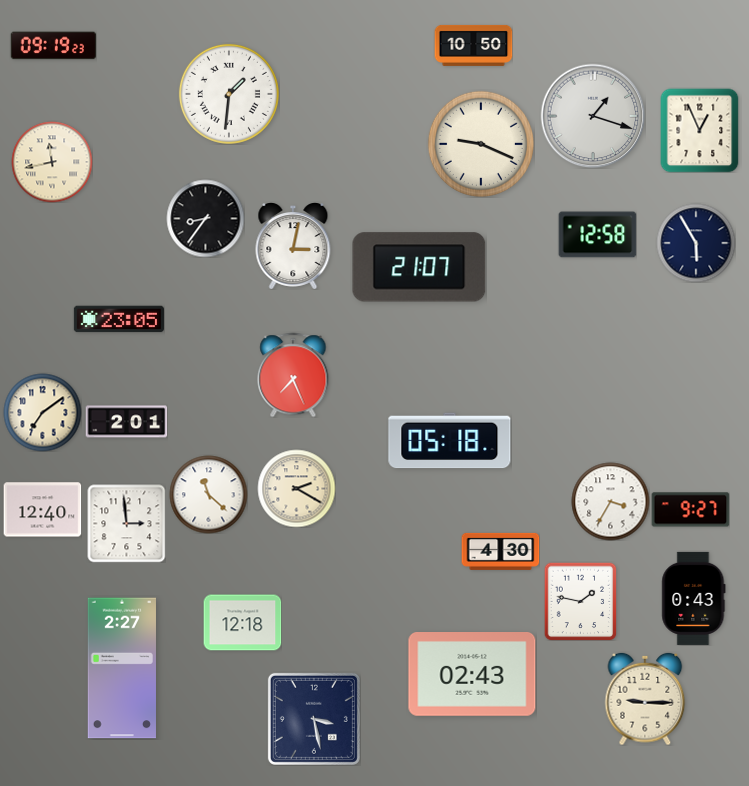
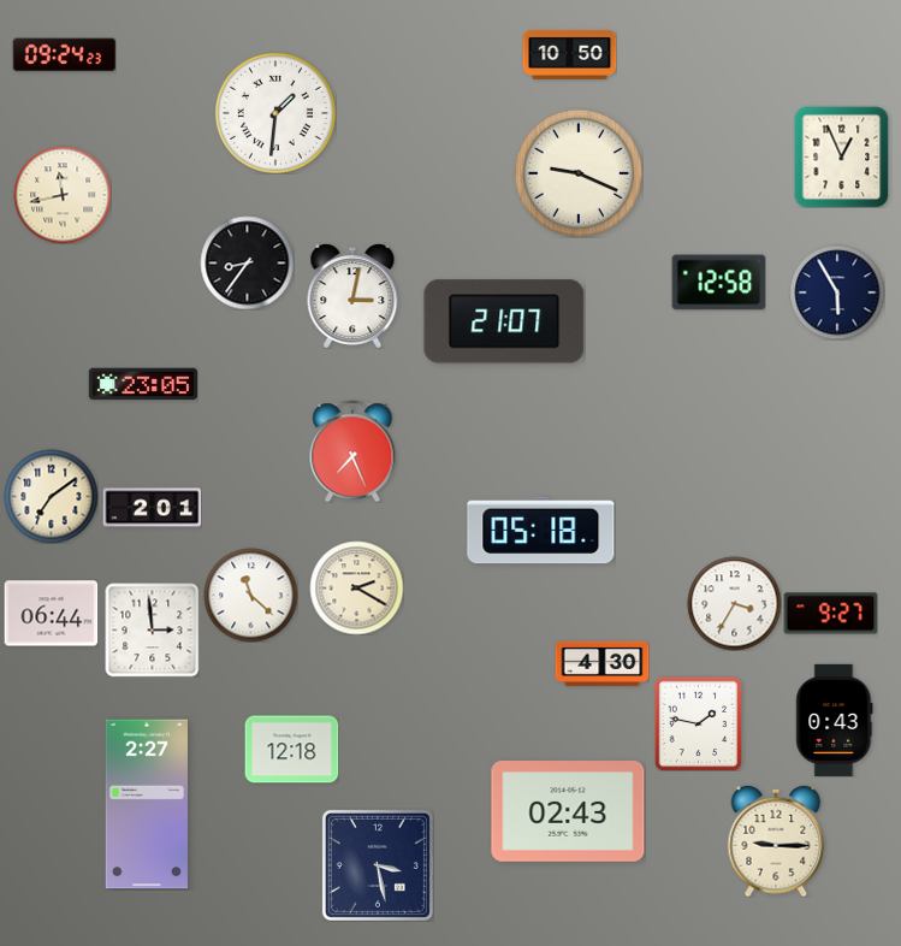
clock at (53, 46): 09:19 -> 09:24
clock at (593, 116): 1:18 -> none
clock at (42, 510): 12:40 -> 06:44
